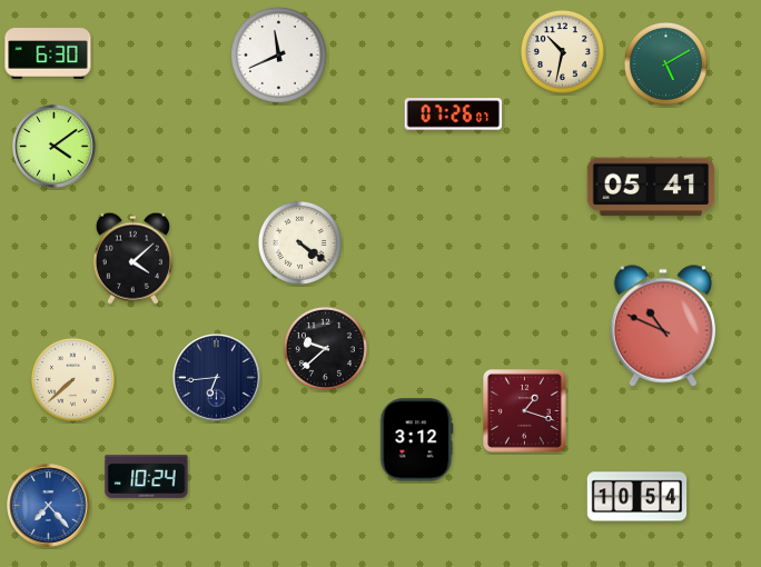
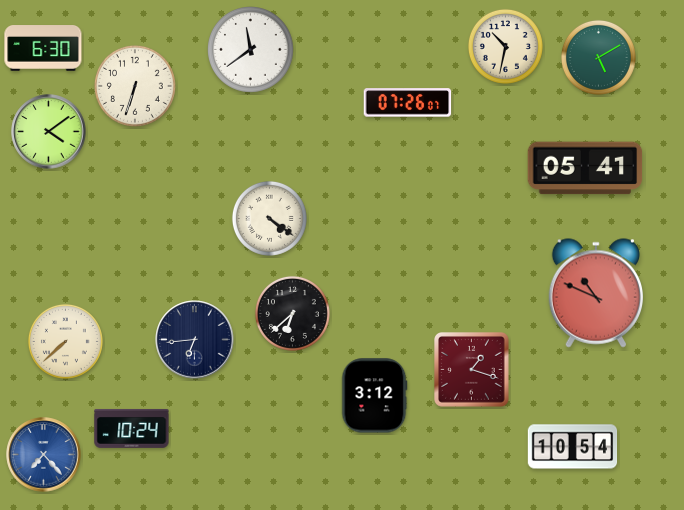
clock at (279, 56): 11:41 -> 11:39
clock at (135, 86): none -> 6:33
clock at (132, 258): 4:08 -> none
clock at (325, 348): 9:38 -> 6:38
